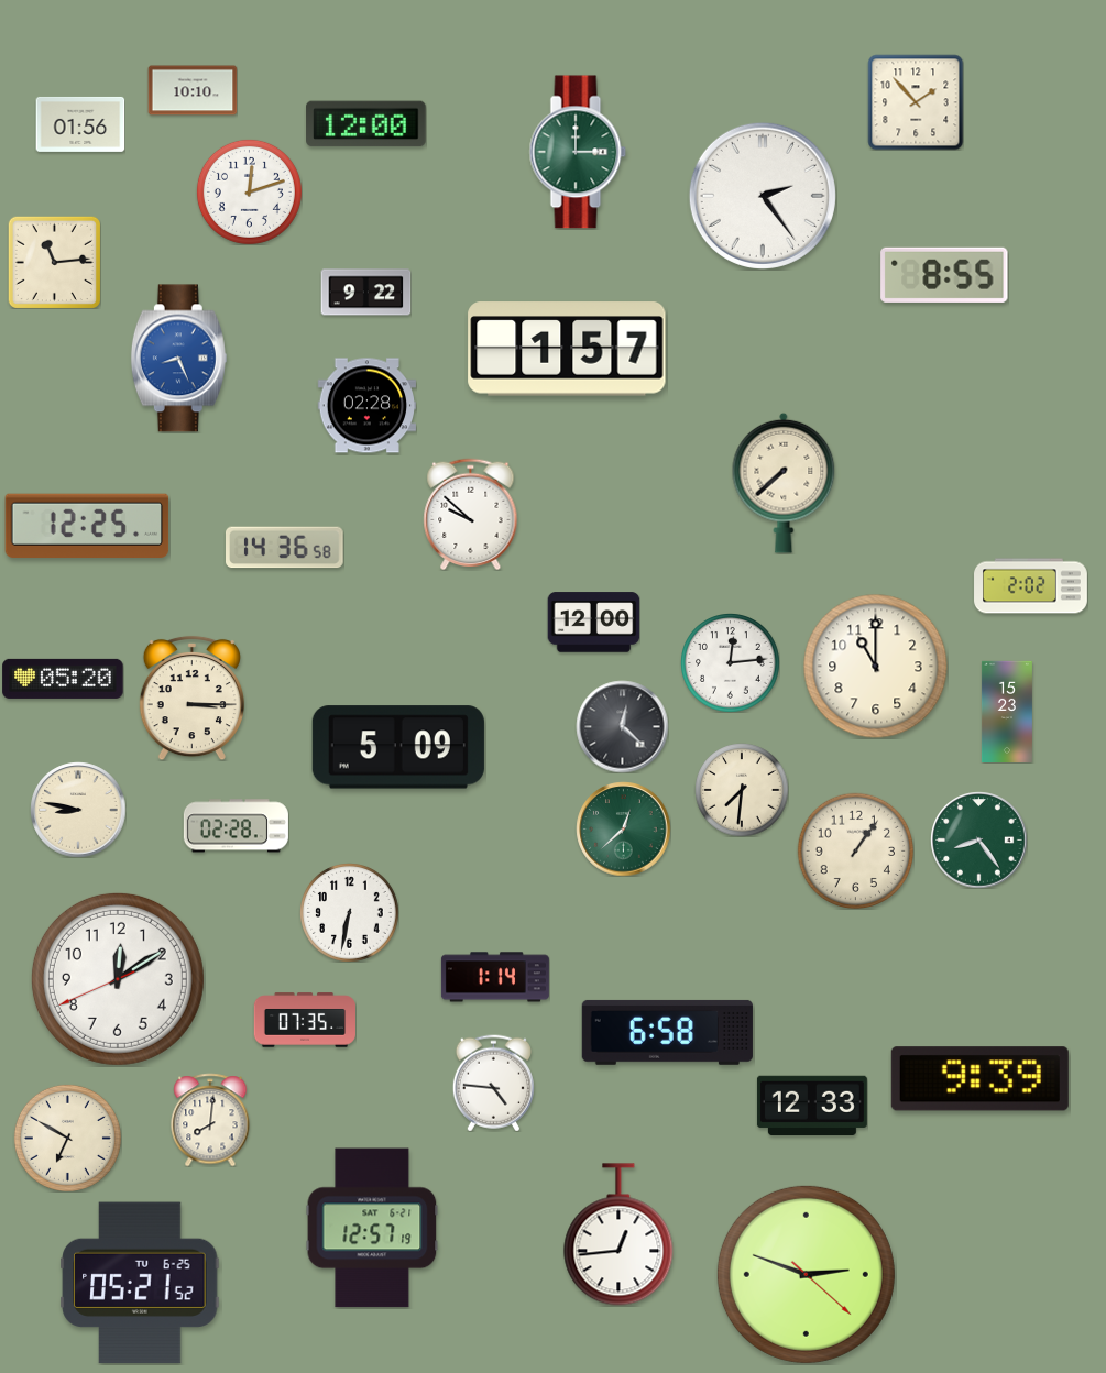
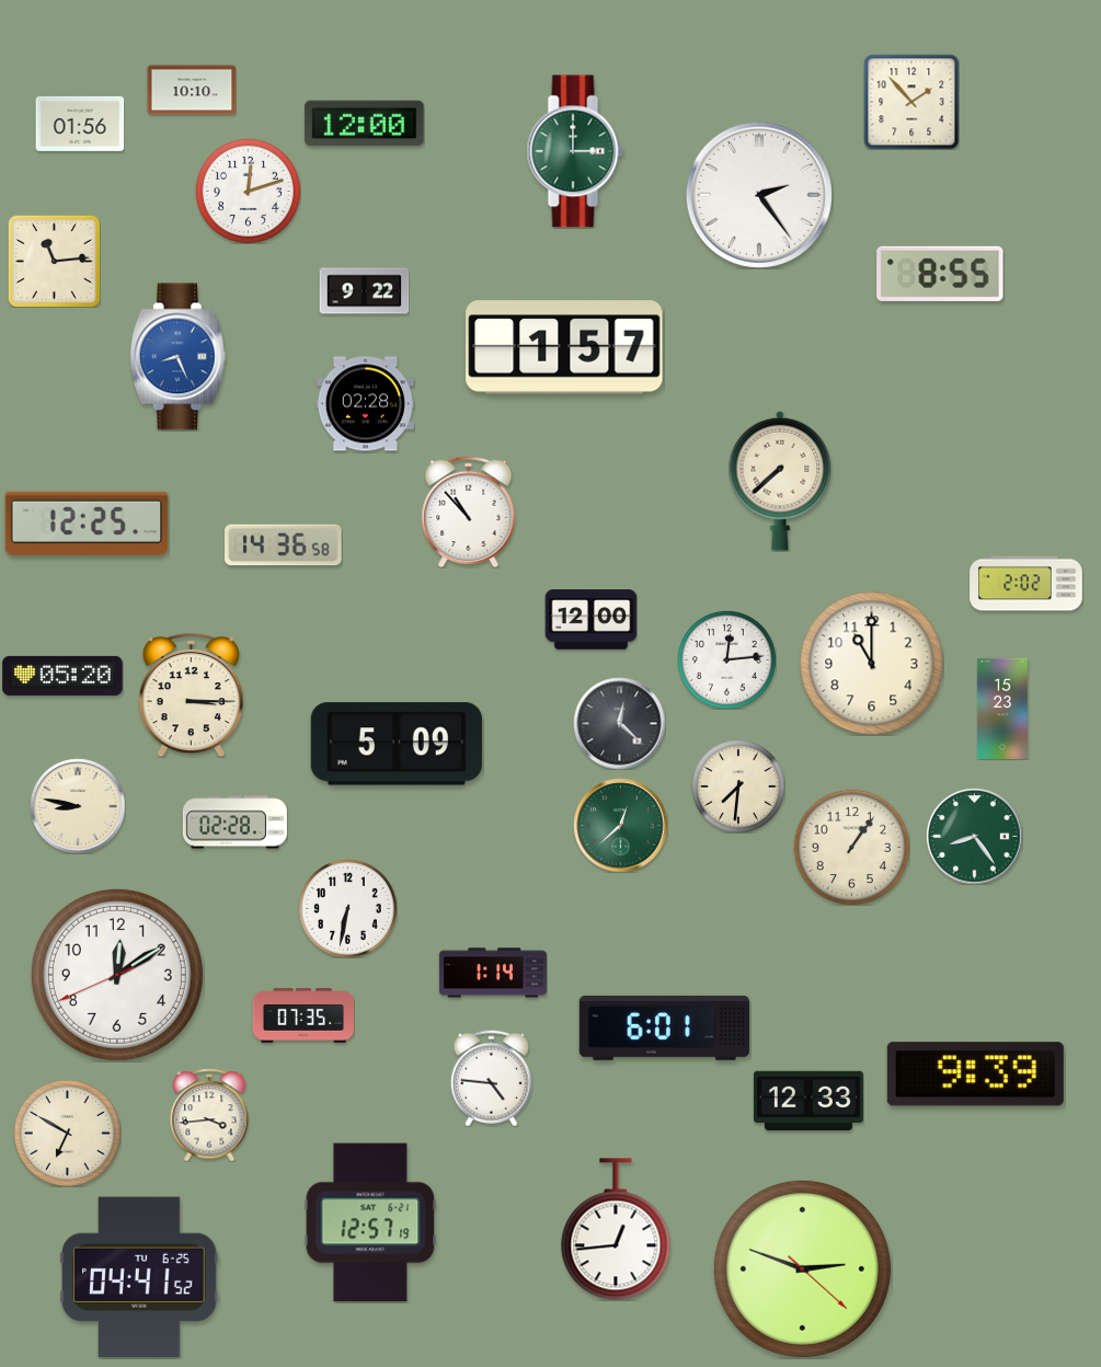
clock at (471, 514): 9:52 -> 10:53
clock at (667, 1032): 6:58 -> 6:01
clock at (210, 1120): 8:01 -> 3:44
clock at (140, 1283): 05:21 -> 04:41
